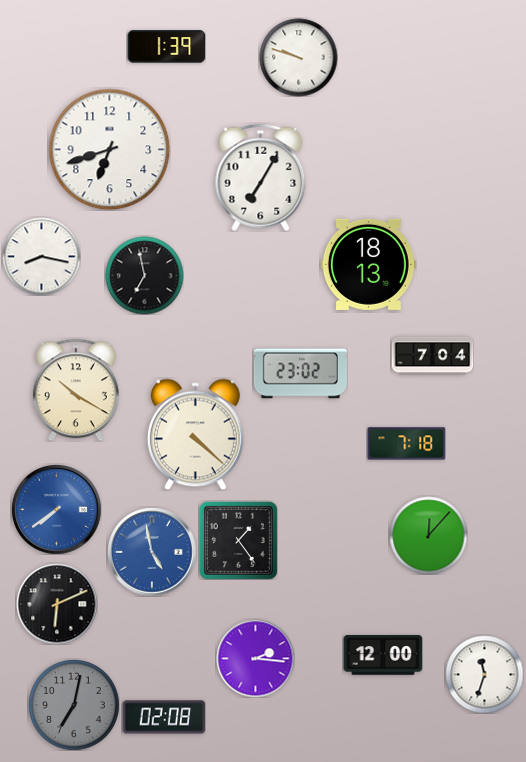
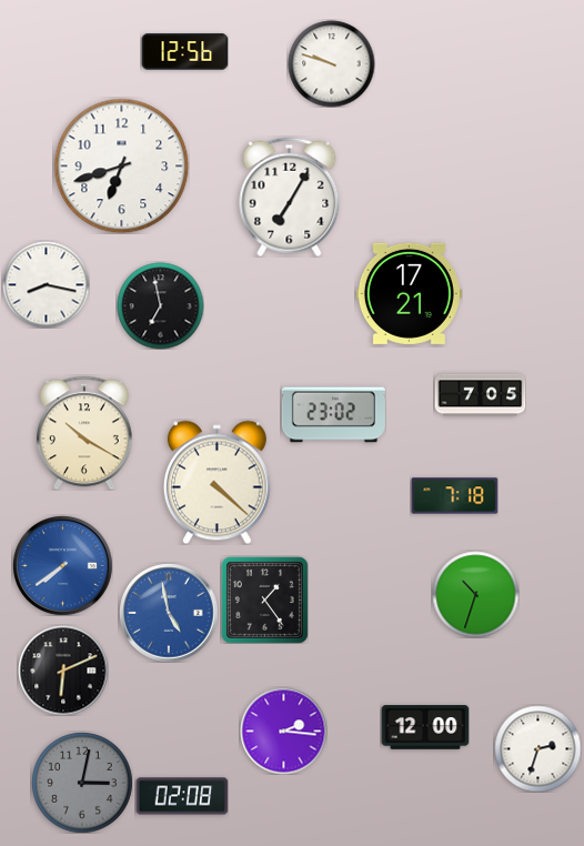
clock at (166, 47): 1:39 -> 12:56
clock at (368, 264): 18:13 -> 17:21
clock at (432, 356): 7:04 -> 7:05
clock at (406, 444) position: (406, 444) -> (454, 496)
clock at (428, 535): 12:07 -> 10:33
clock at (484, 674): 11:33 -> 2:33
clock at (74, 705): 7:02 -> 3:02
